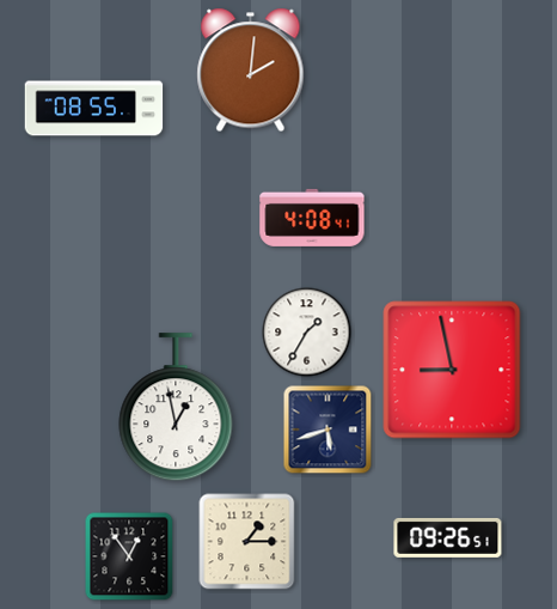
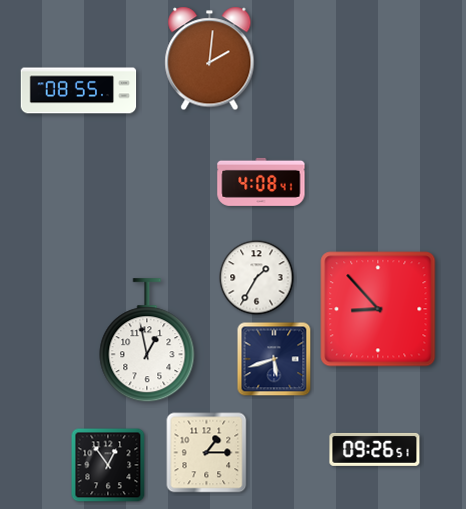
clock at (452, 370): 8:58 -> 8:53
